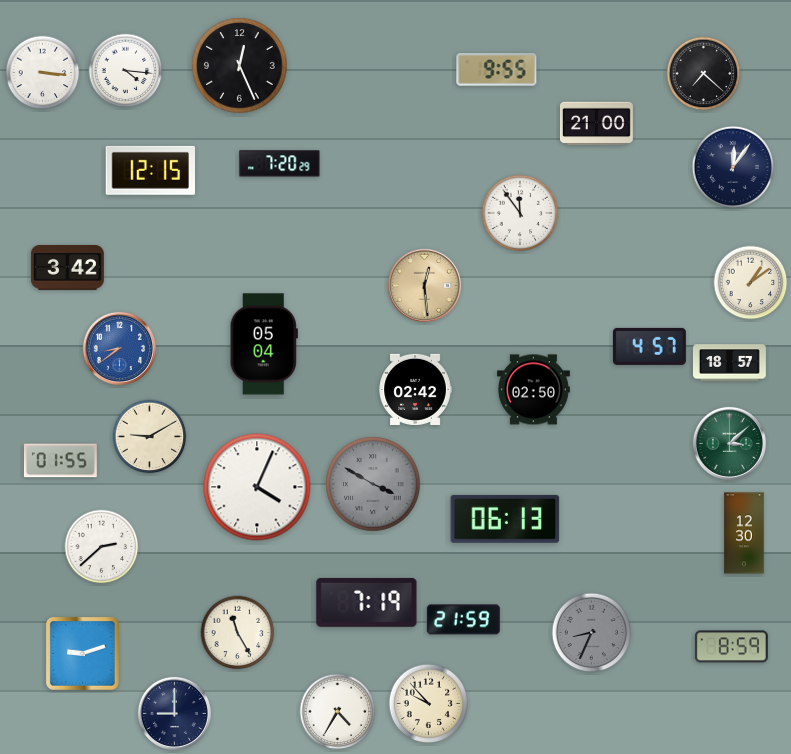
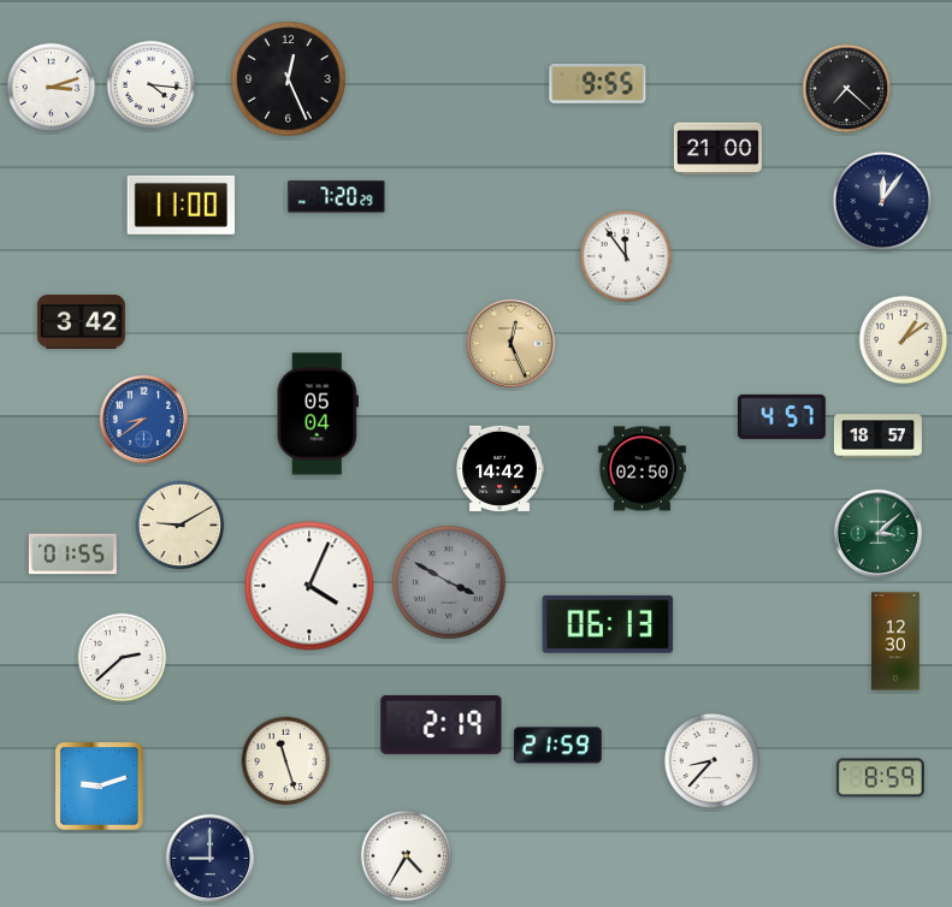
clock at (43, 73): 3:16 -> 3:12
clock at (150, 170): 12:15 -> 11:00
clock at (424, 285): 12:29 -> 12:26
clock at (415, 389): 02:42 -> 14:42
clock at (367, 602): 7:19 -> 2:19
clock at (238, 633): 11:25 -> 11:27
clock at (592, 633): 8:34 -> 8:37
clock at (592, 633) dial: grey -> white
clock at (429, 704): 9:53 -> none
